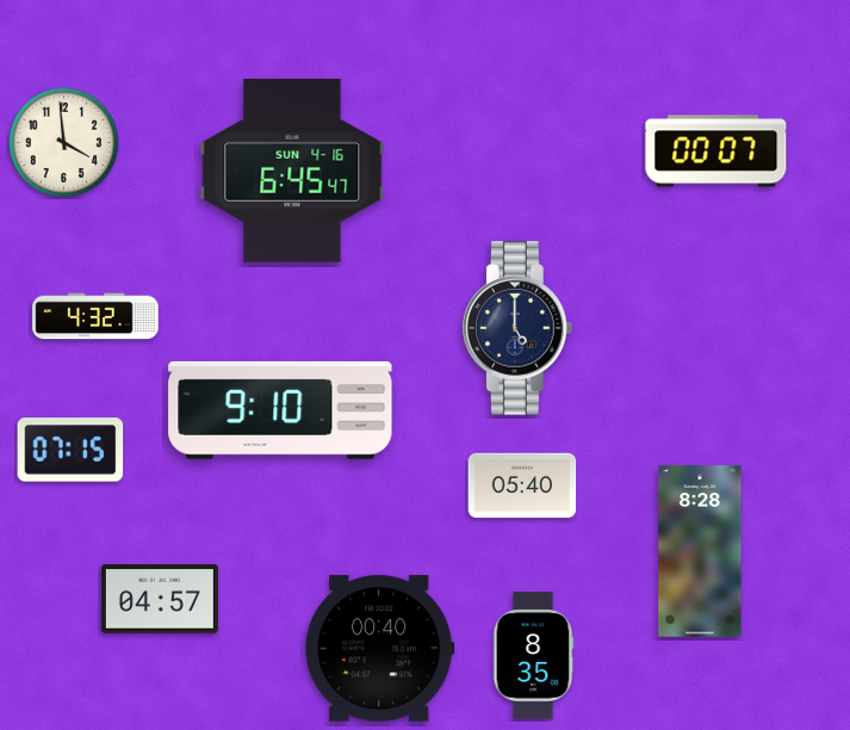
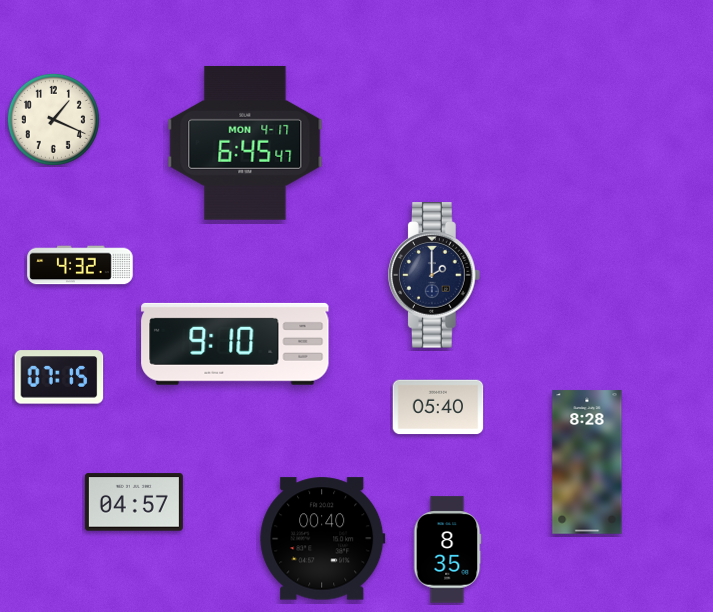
clock at (63, 142): 3:59 -> 1:19
clock at (716, 151): 00:07 -> none
clock at (292, 171) date: SUN 4-16 -> MON 4-17
clock at (519, 328): 5:00 -> 2:00
clock at (380, 649) position: (380, 649) -> (323, 539)
